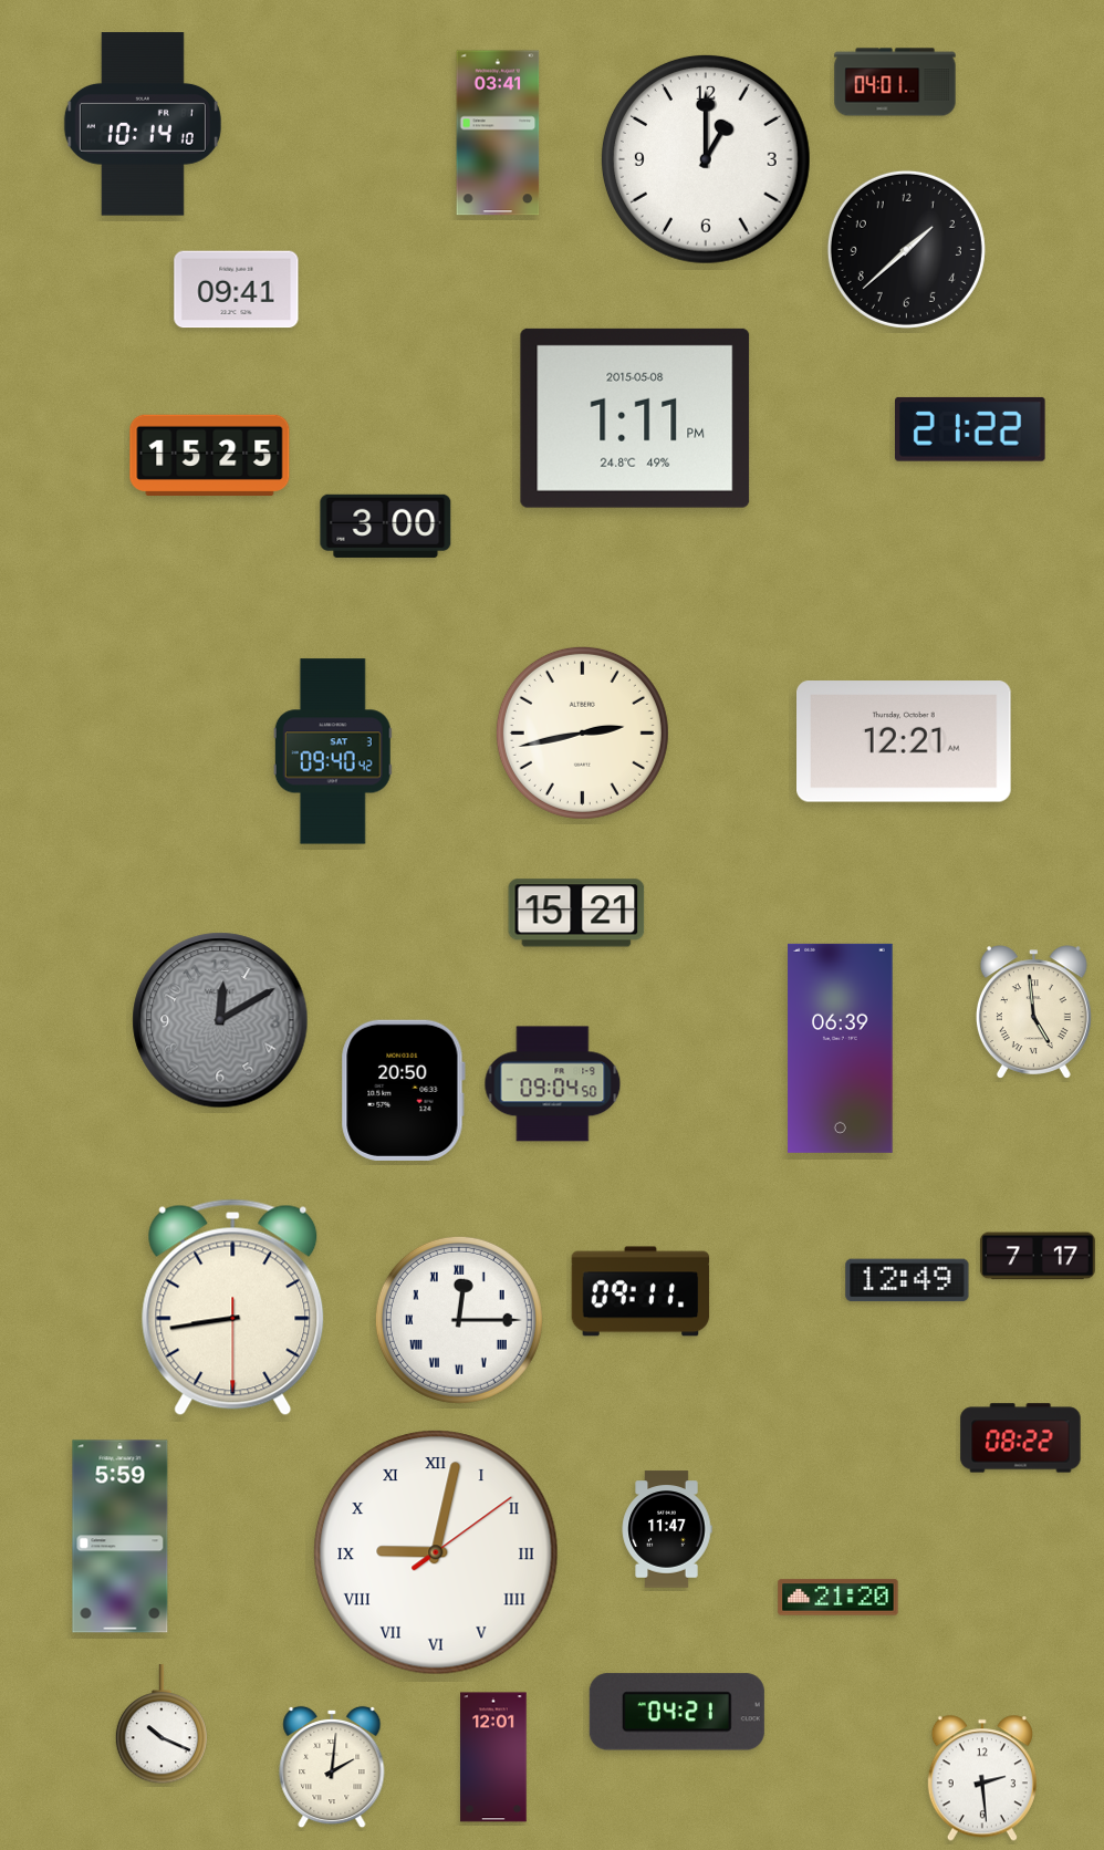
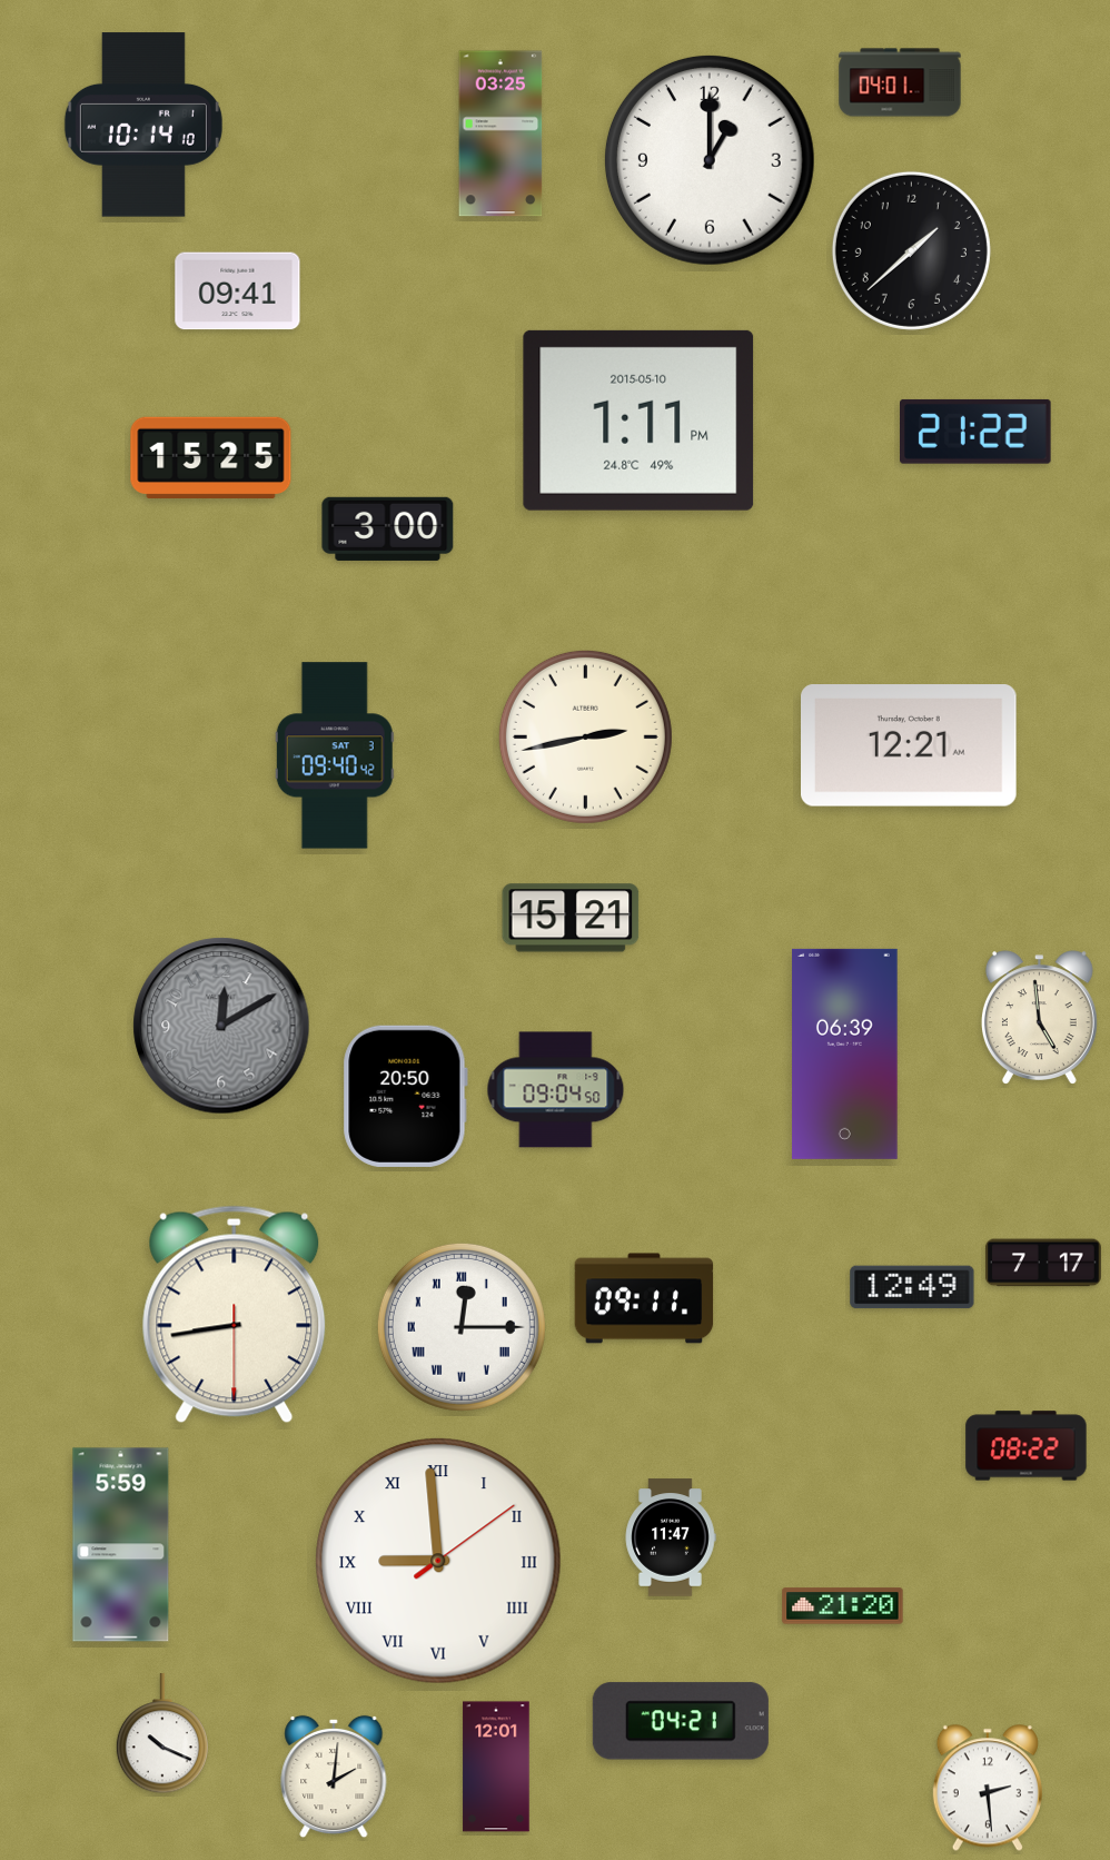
clock at (498, 133): 03:41 -> 03:25
clock at (635, 418) date: 2015-05-08 -> 2015-05-10
clock at (576, 913) position: (576, 913) -> (571, 918)
clock at (436, 1552): 9:02 -> 8:59
